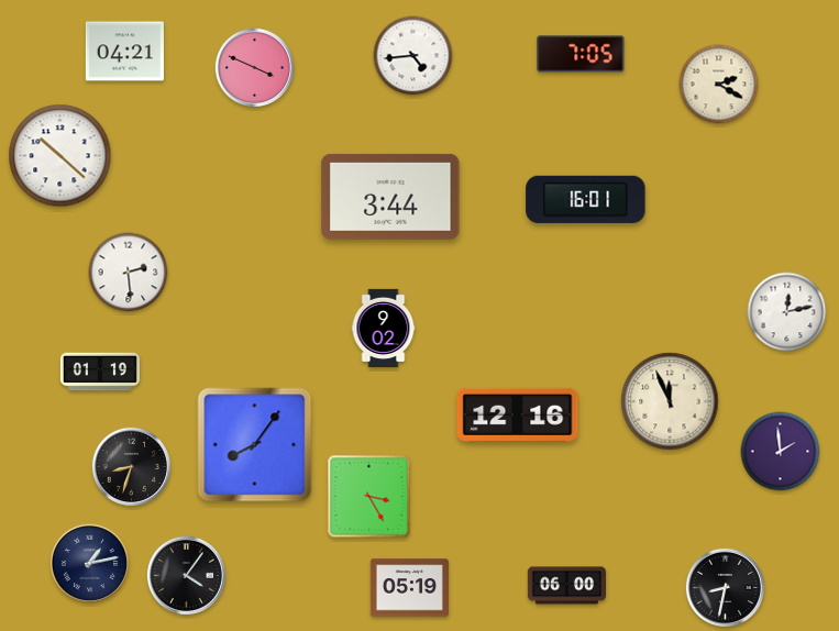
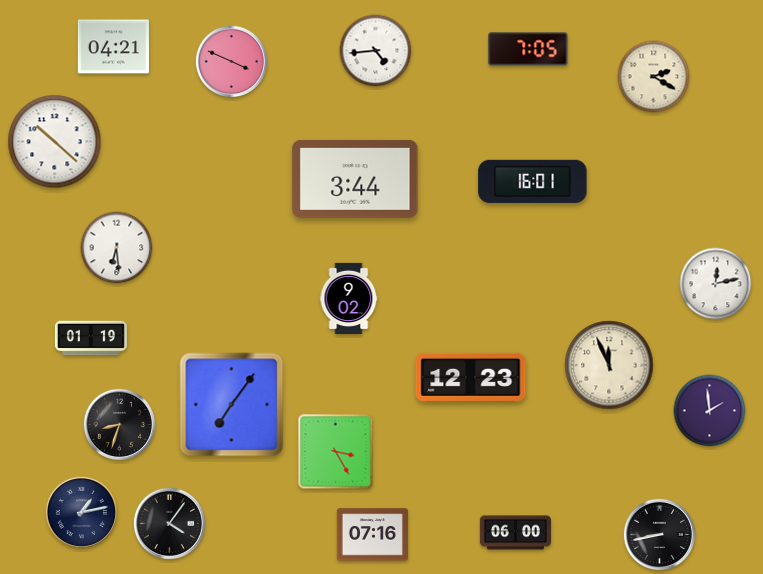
clock at (129, 273): 2:29 -> 6:29
clock at (518, 414): 12:16 -> 12:23
clock at (255, 445): 8:06 -> 7:06
clock at (725, 587): 8:32 -> 8:43
clock at (409, 588): 05:19 -> 07:16
